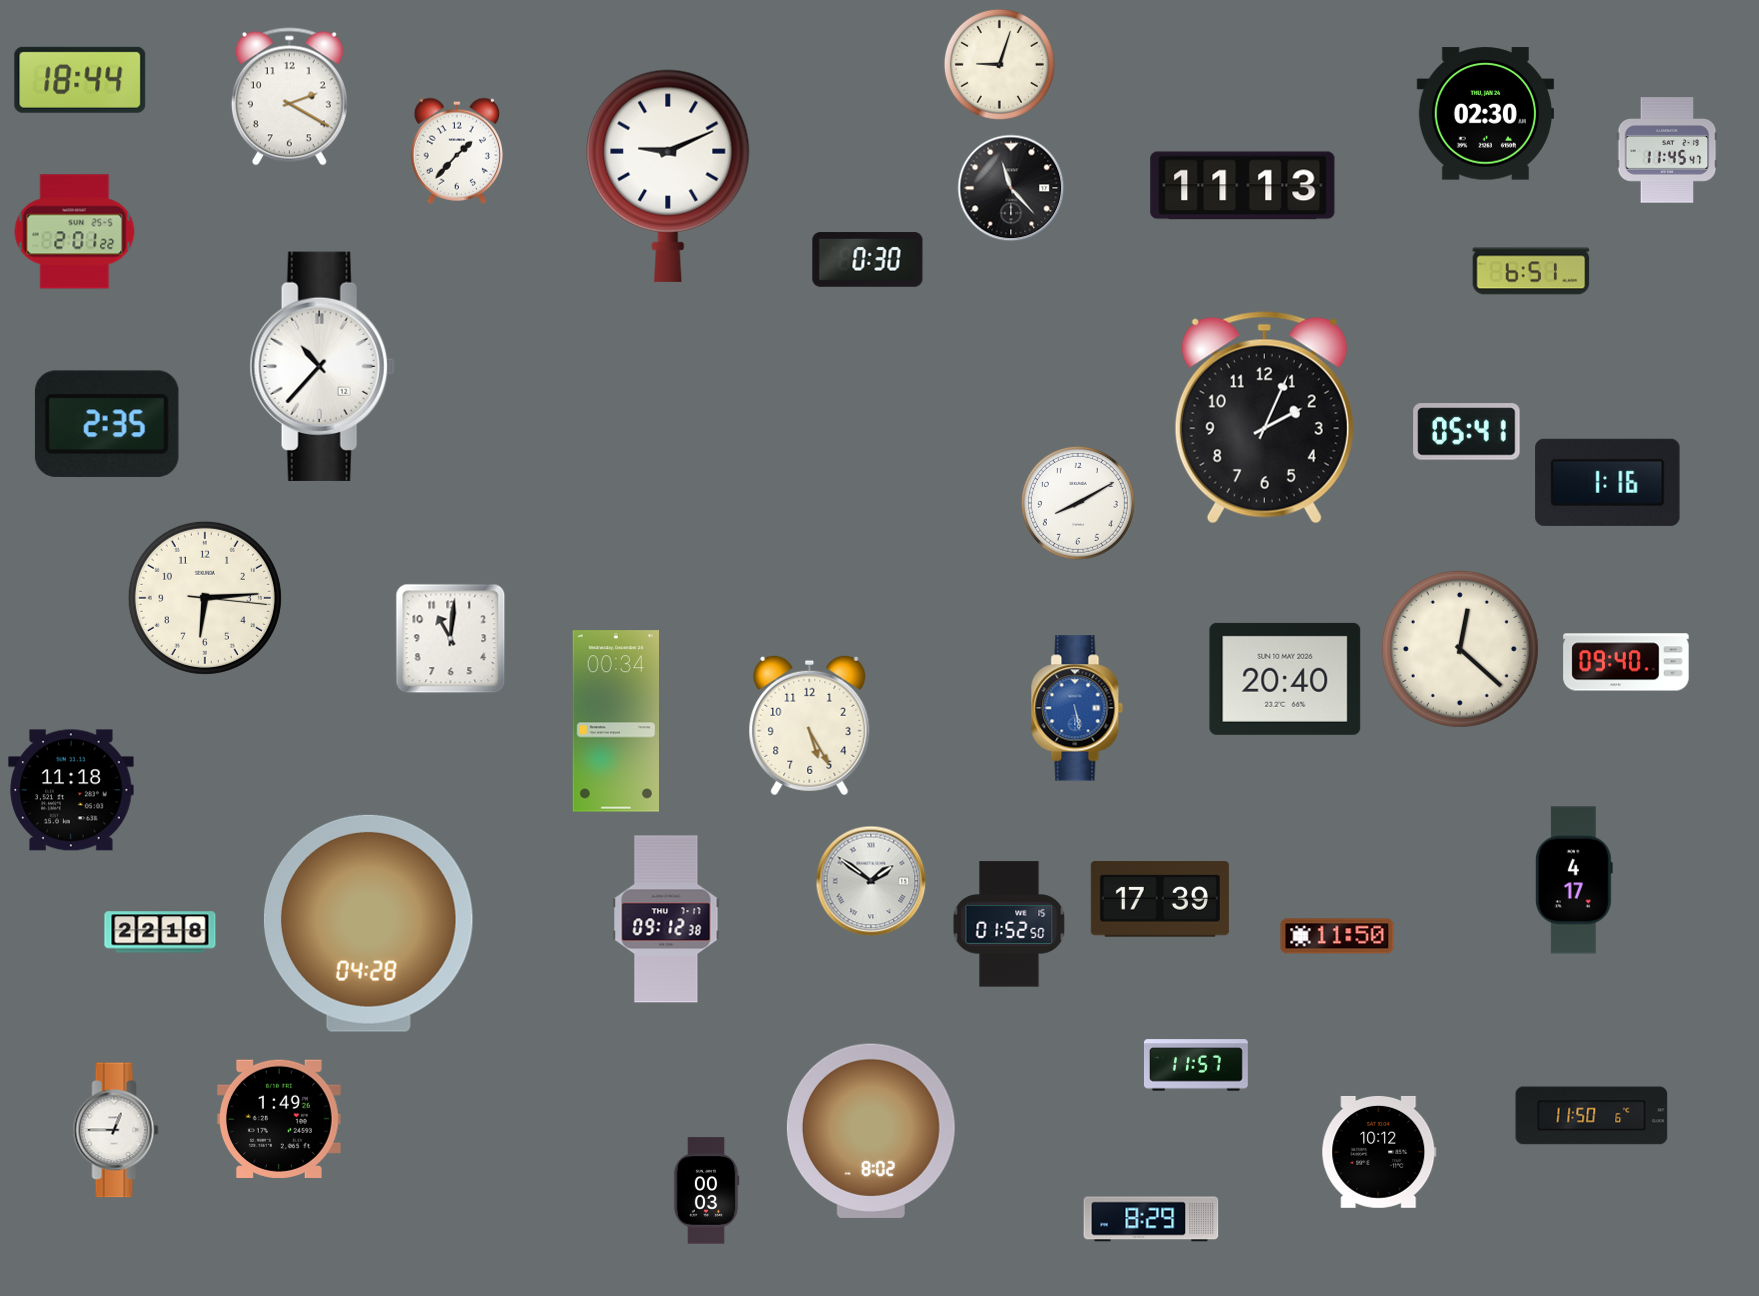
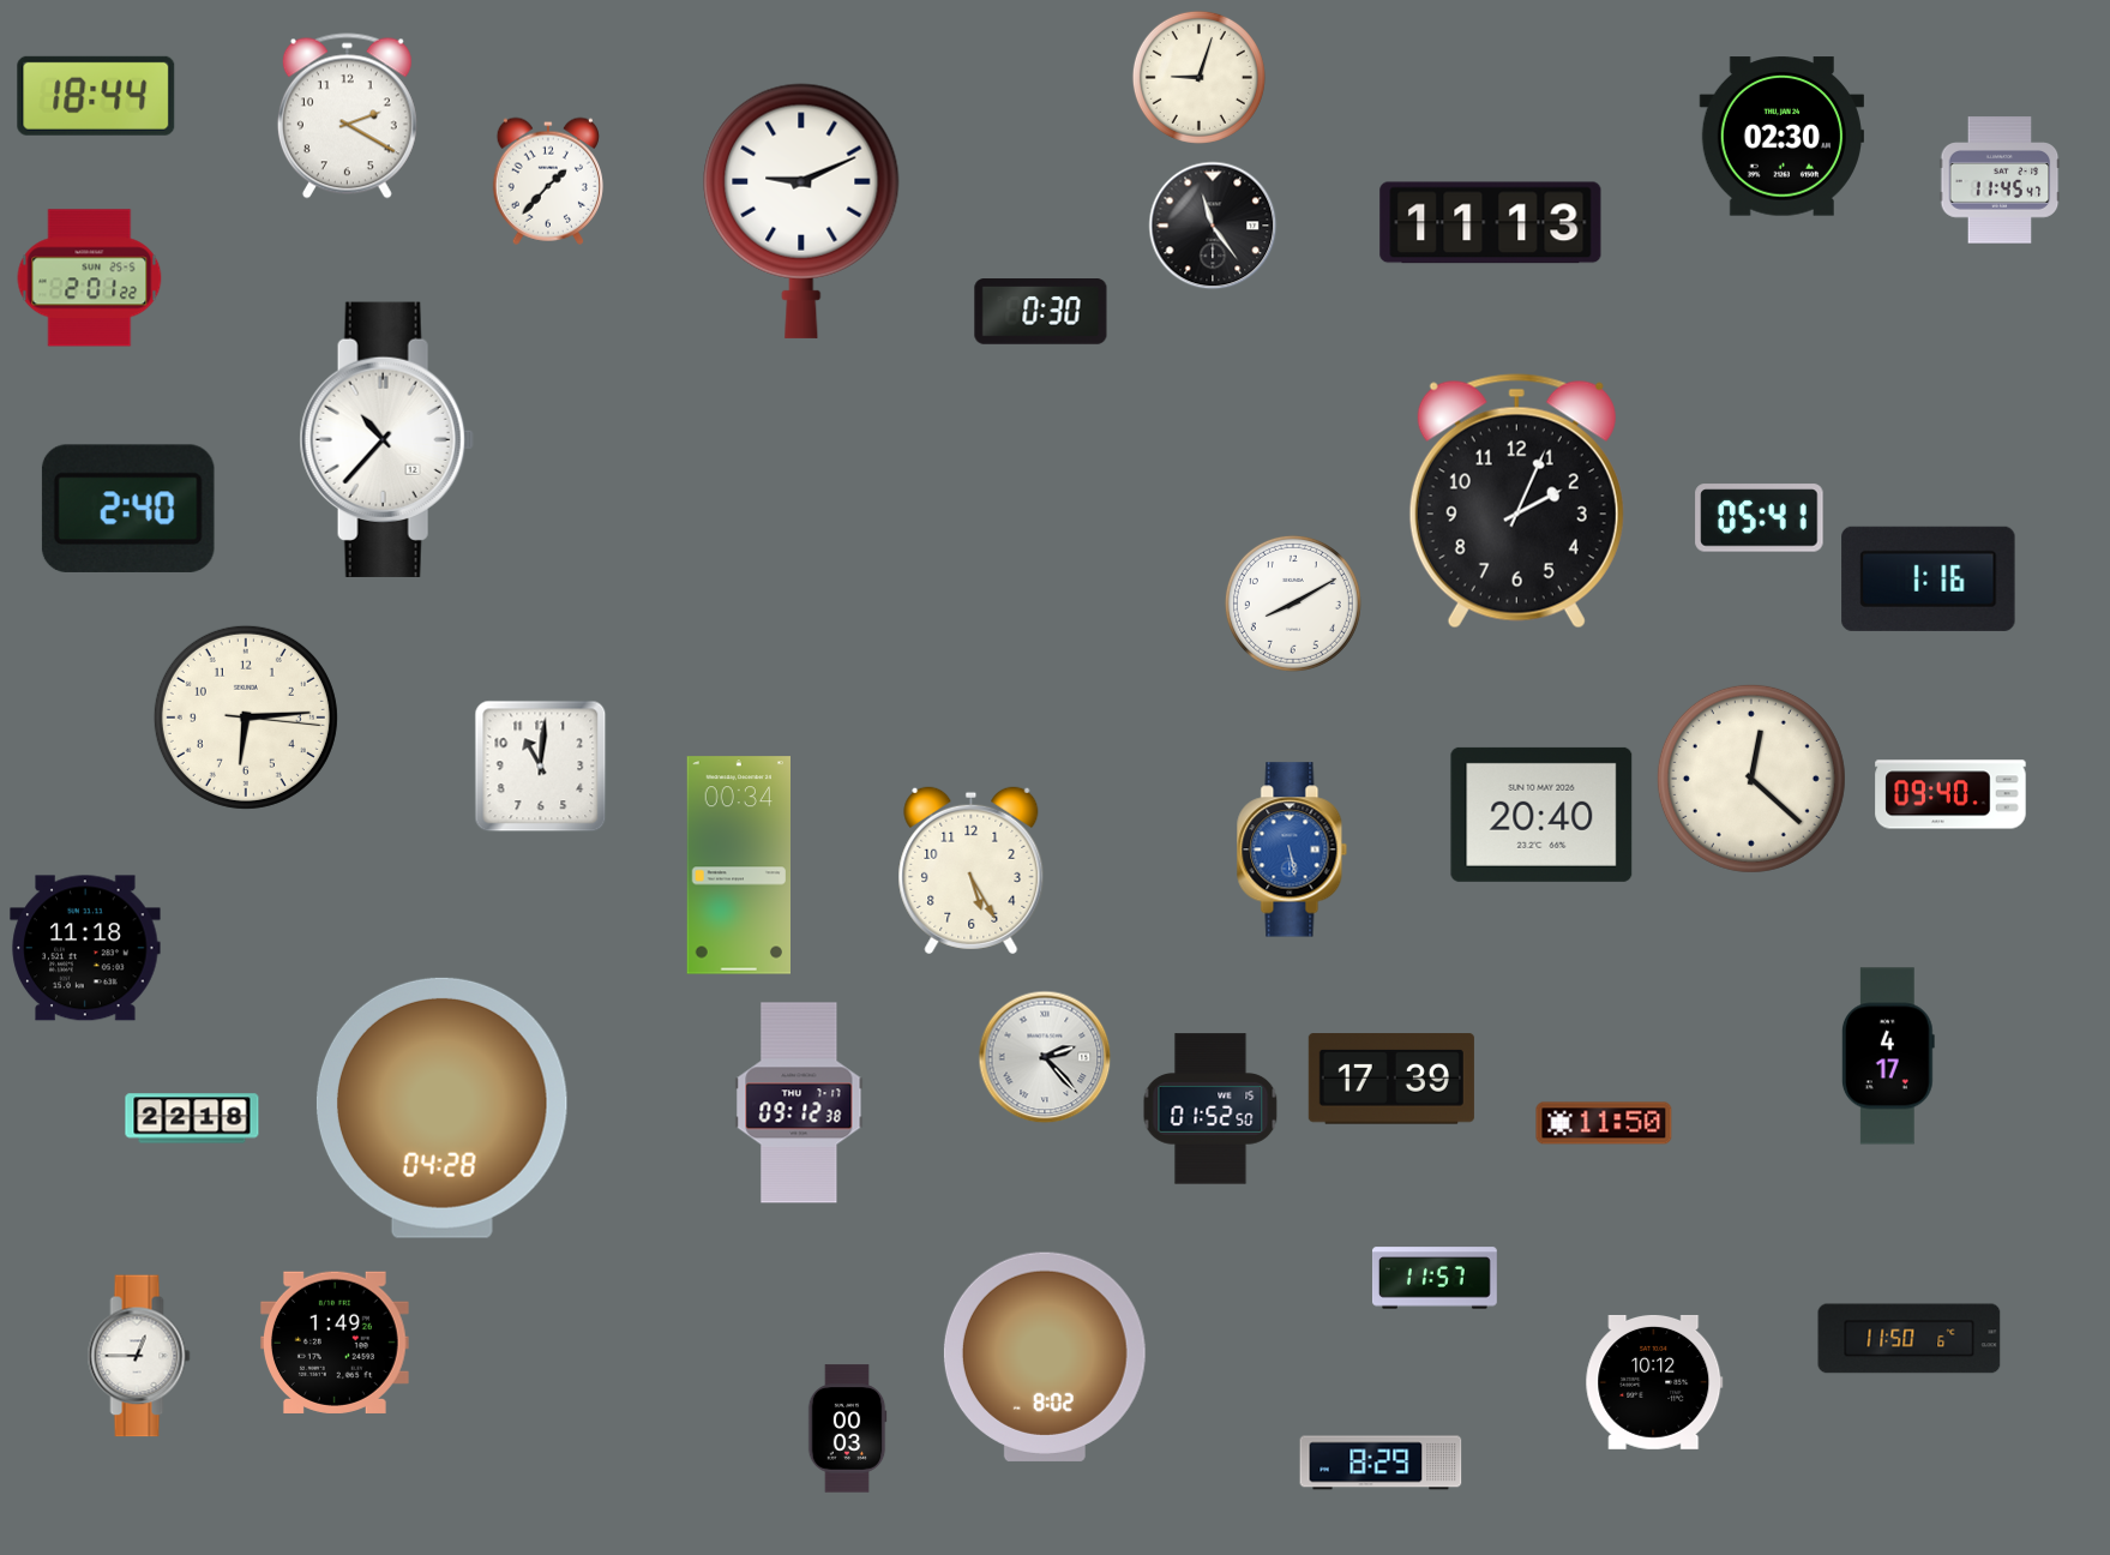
clock at (1011, 188): 11:23 -> 11:24
clock at (1531, 271): 6:51 -> none
clock at (107, 424): 2:35 -> 2:40
clock at (871, 881): 1:51 -> 2:23
